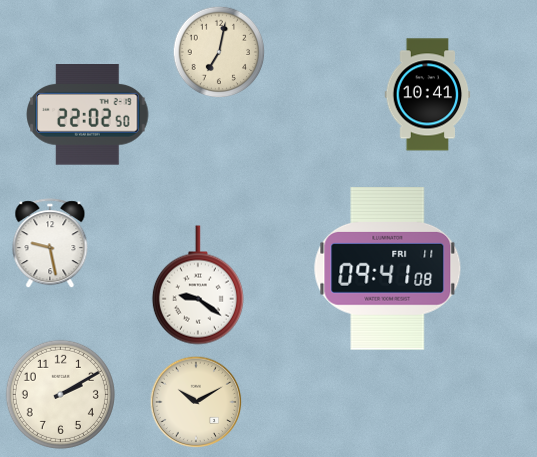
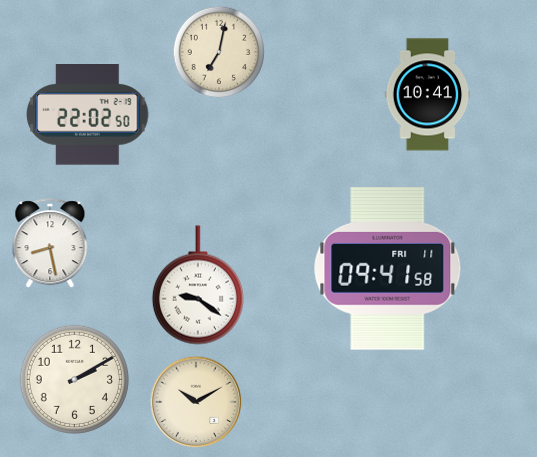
clock at (50, 244): 9:28 -> 8:28
clock at (388, 269): 09:41:08 -> 09:41:58
clock at (60, 394) position: (60, 394) -> (74, 379)
